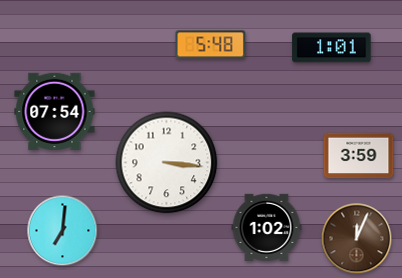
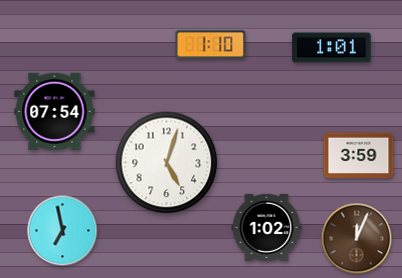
clock at (211, 45): 5:48 -> 1:10
clock at (167, 163): 3:16 -> 5:03
clock at (63, 231): 7:01 -> 6:58
